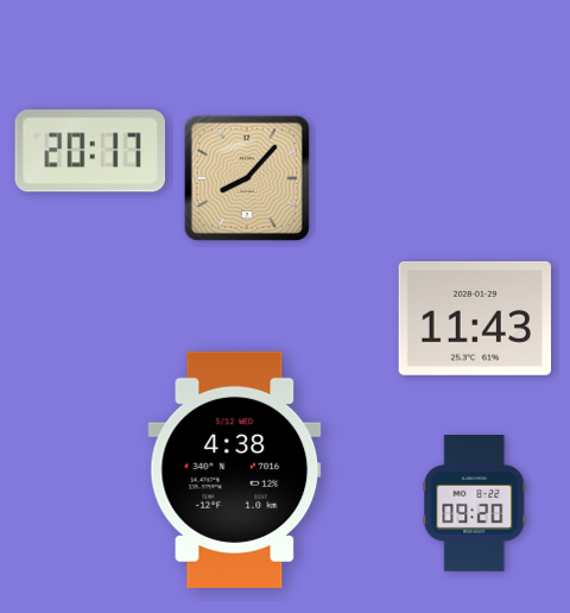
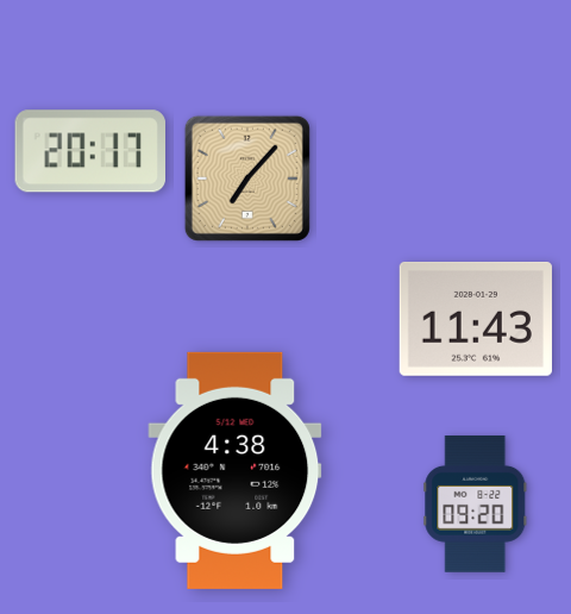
clock at (247, 178): 8:07 -> 7:07
